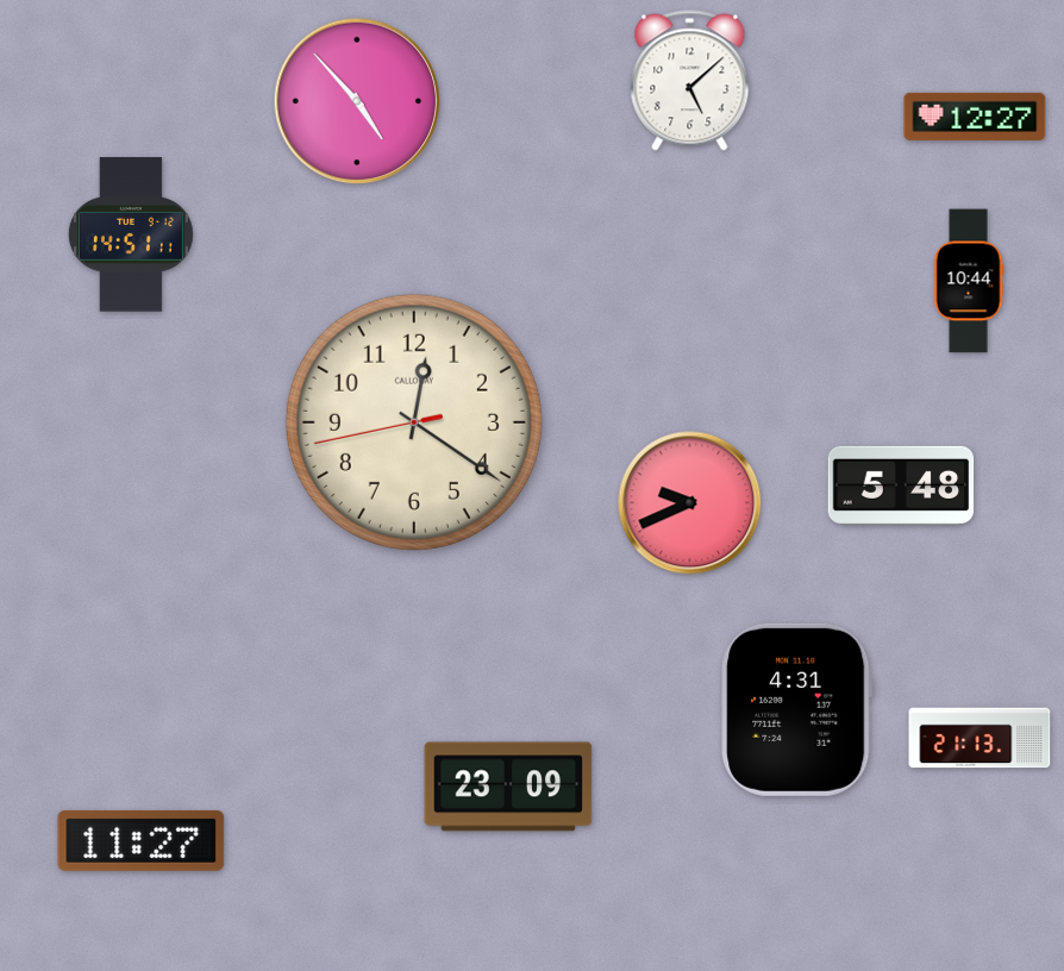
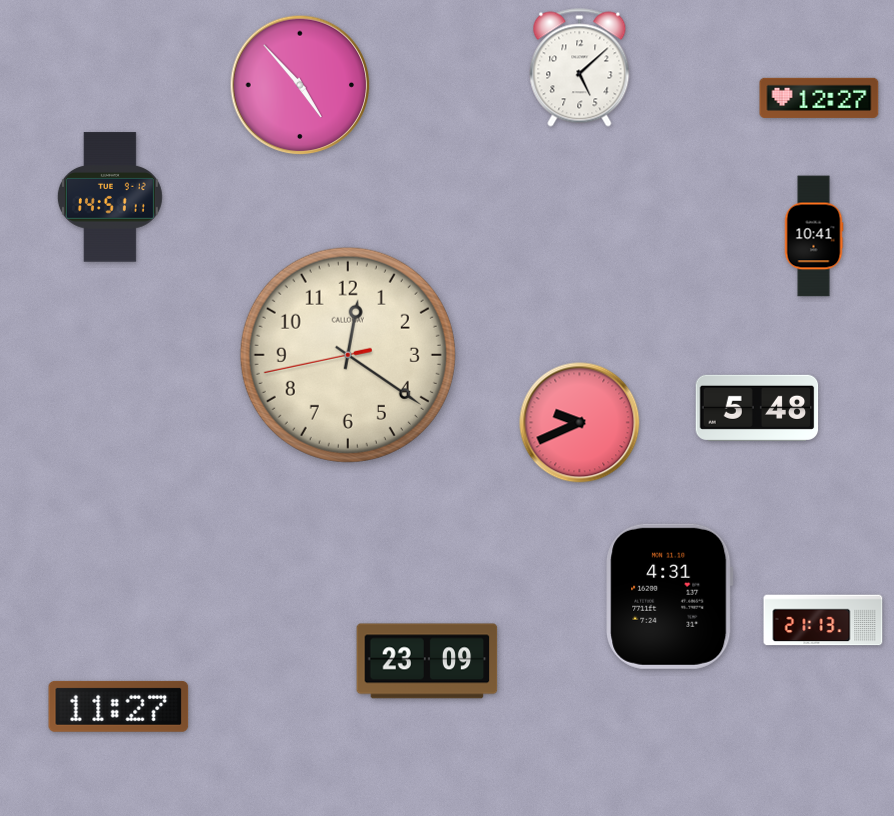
clock at (969, 281): 10:44 -> 10:41
